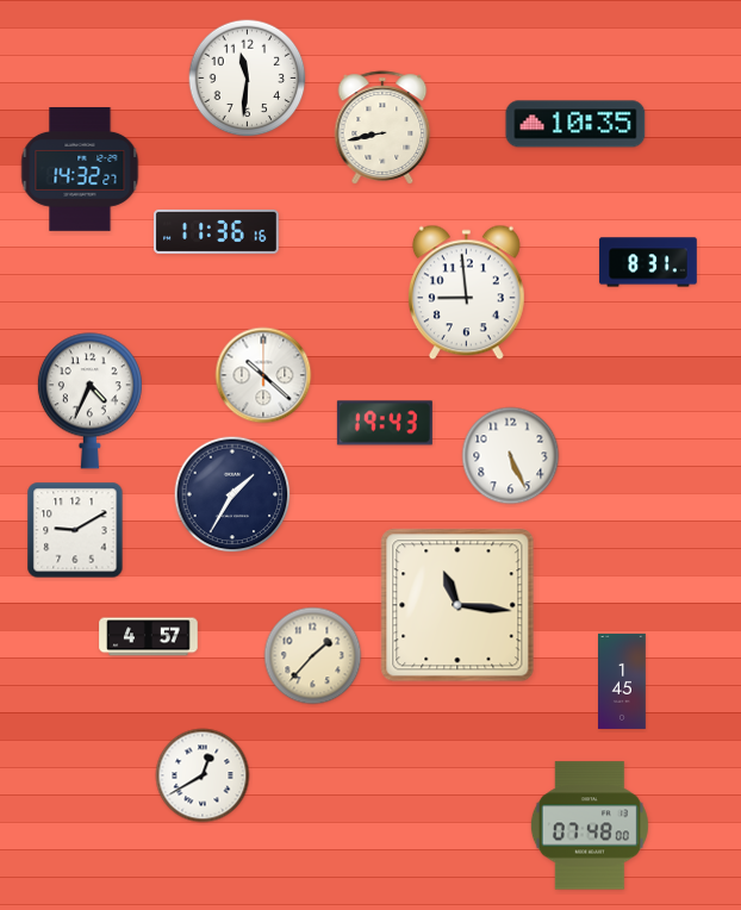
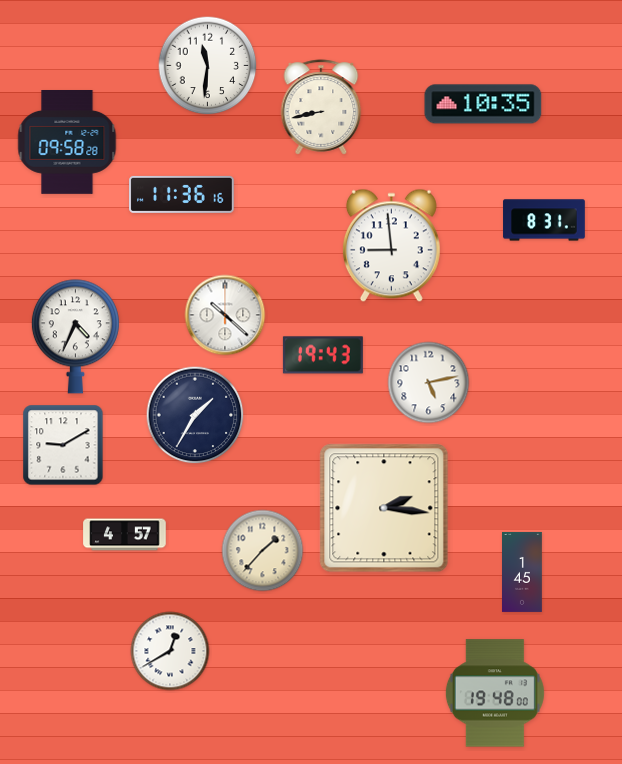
clock at (80, 170): 14:32 -> 09:58
clock at (263, 375) position: (263, 375) -> (225, 315)
clock at (511, 456): 5:26 -> 5:13
clock at (457, 605): 11:16 -> 2:16
clock at (590, 825): 07:48 -> 19:48
